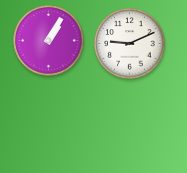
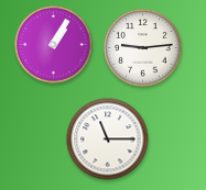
clock at (130, 44): 9:11 -> 9:14
clock at (108, 139): none -> 11:15
